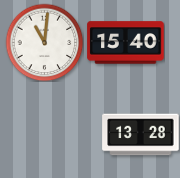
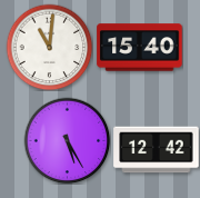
clock at (67, 140): none -> 5:25
clock at (141, 135): 13:28 -> 12:42
